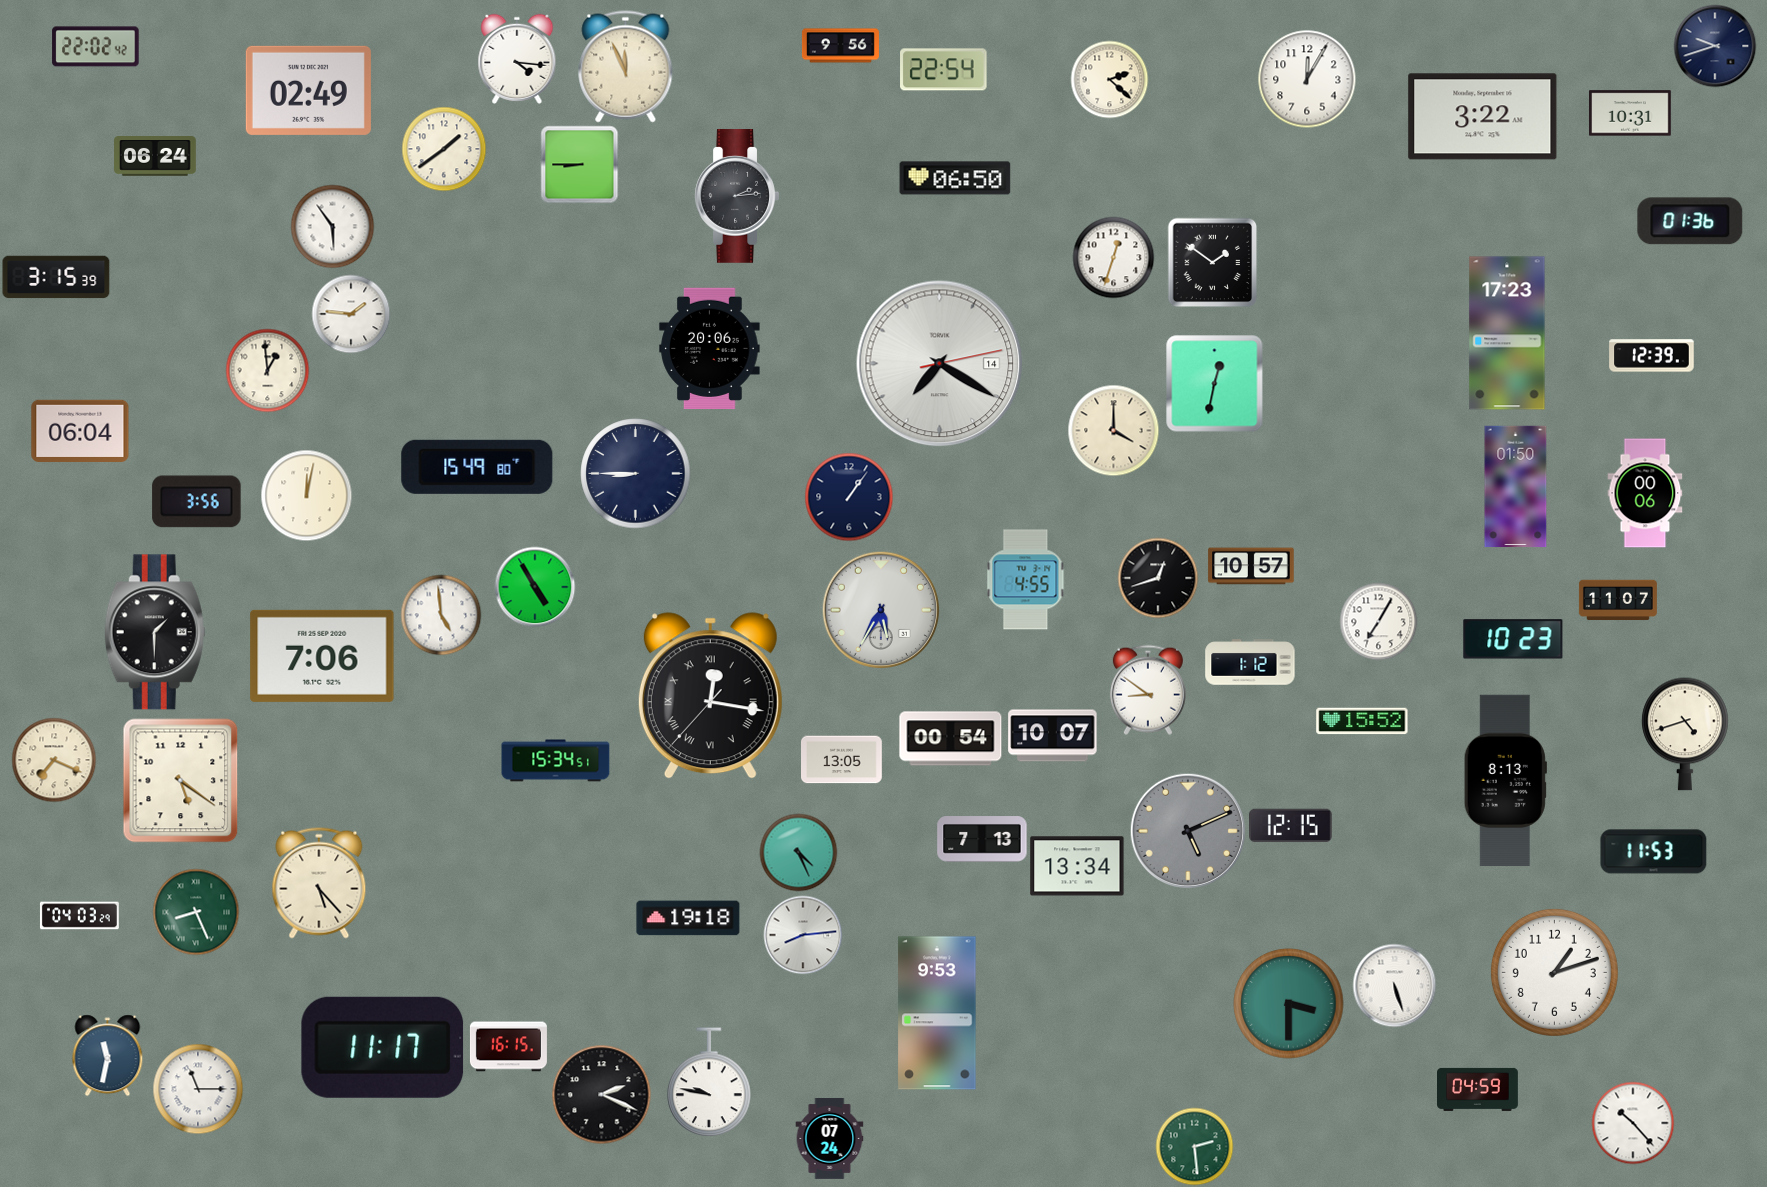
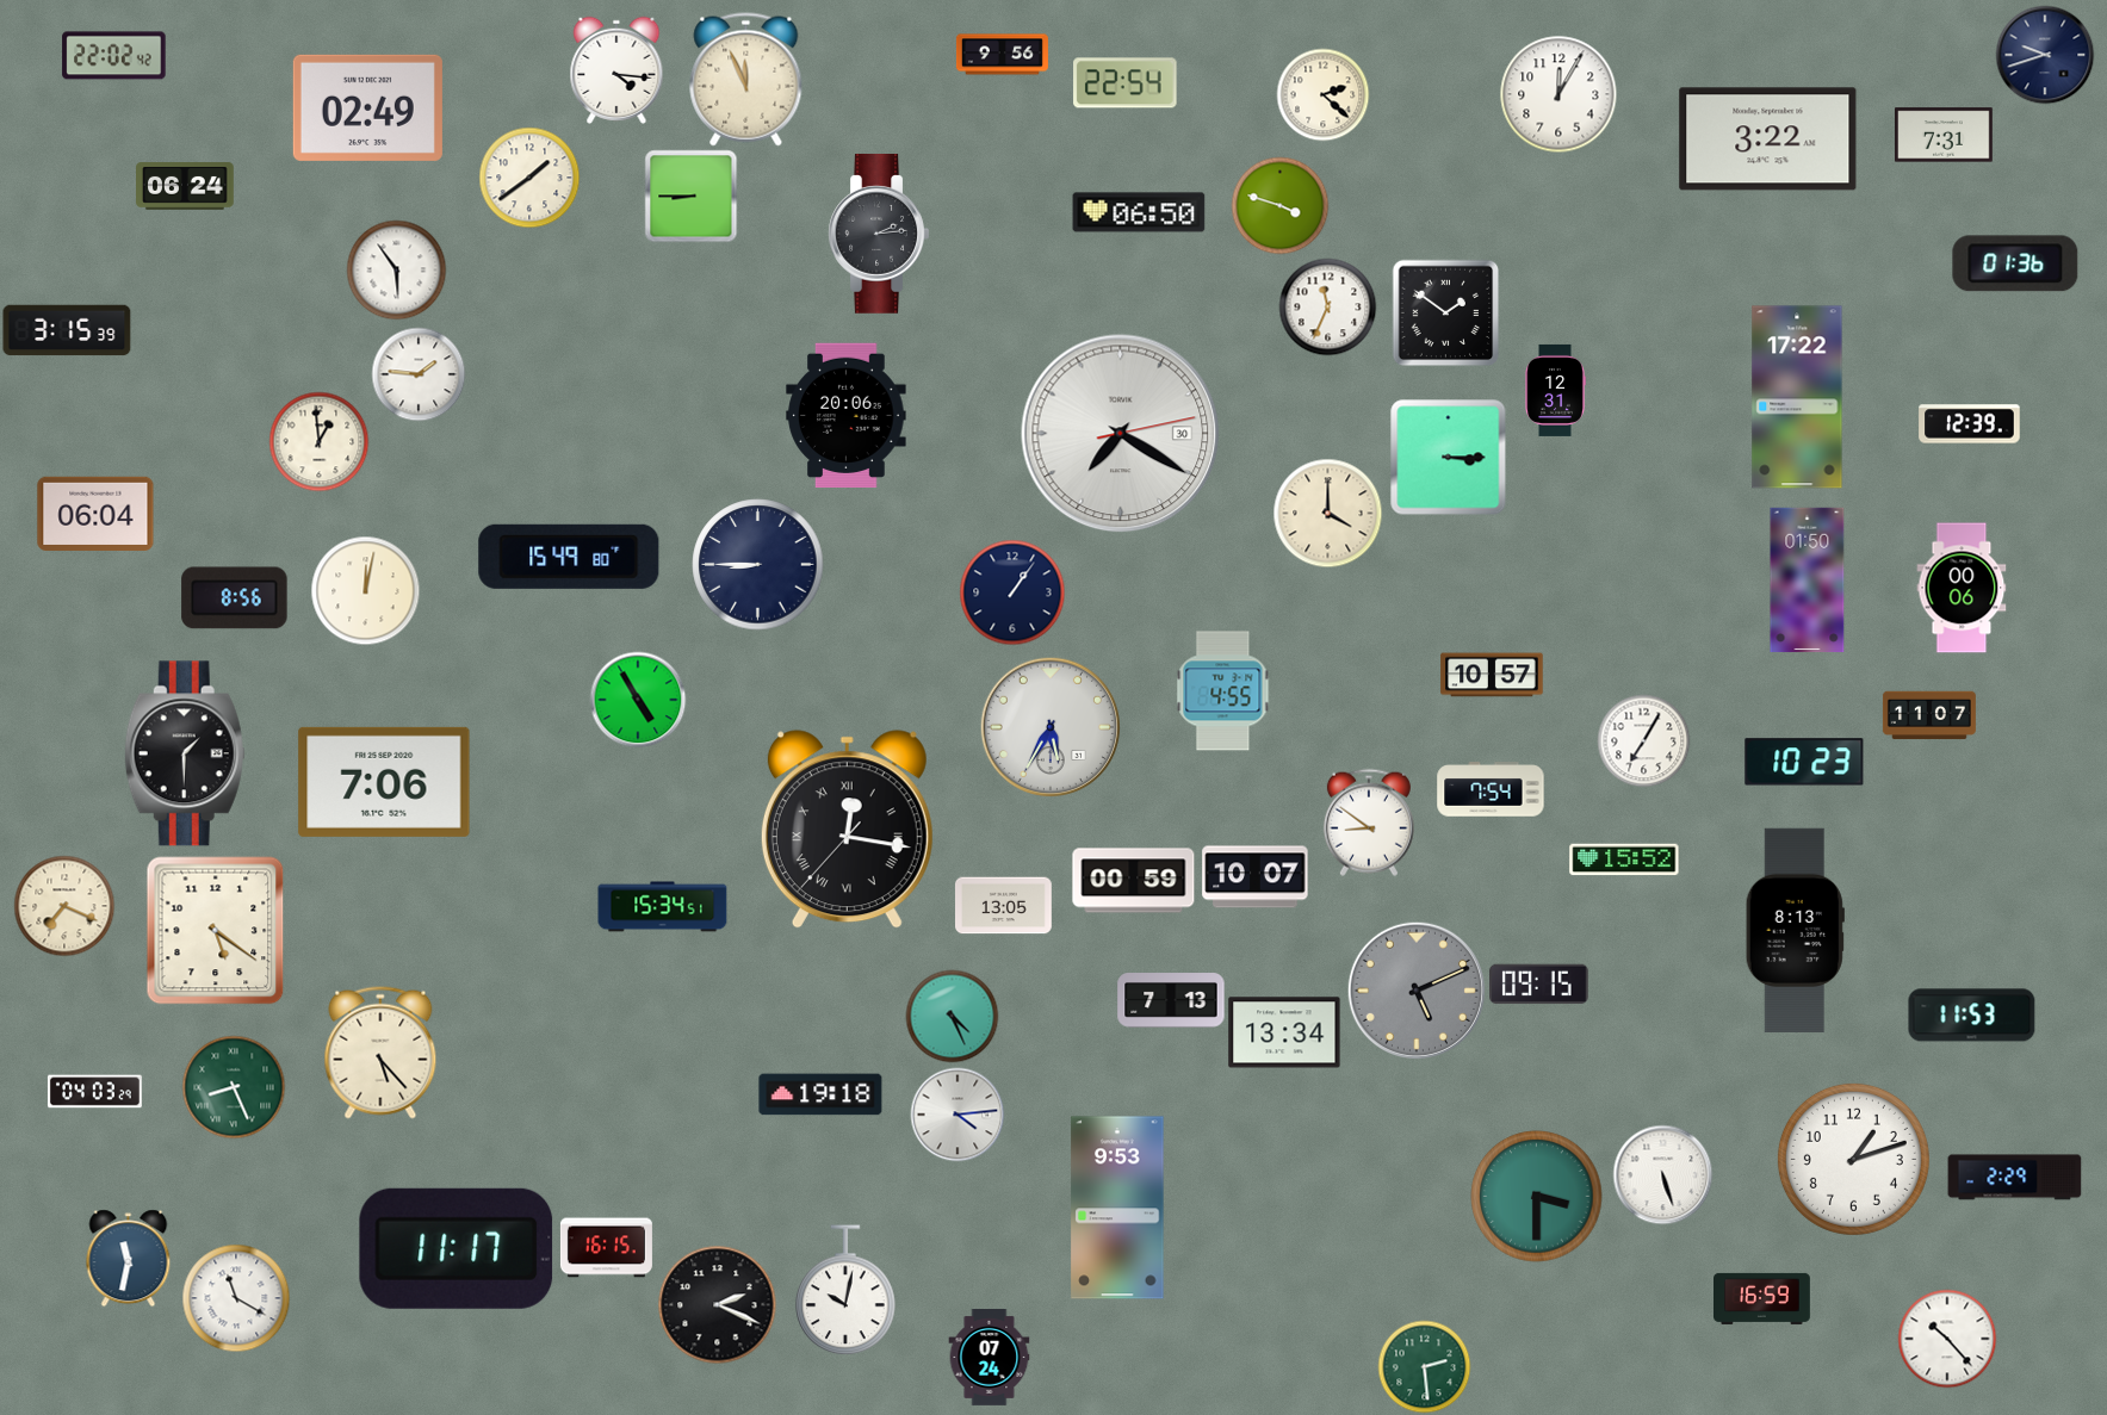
clock at (1631, 113): 10:31 -> 7:31
clock at (1279, 205): none -> 3:48
clock at (1113, 257): 12:33 -> 11:34
clock at (1555, 390): none -> 12:31
clock at (1507, 333): 17:23 -> 17:22
clock at (940, 364) date: 14 -> 30
clock at (1215, 384): 12:32 -> 3:15
clock at (197, 502): 3:56 -> 8:56
clock at (1158, 578): 12:42 -> none
clock at (441, 615): 4:59 -> none
clock at (1250, 662): 1:12 -> 7:54
clock at (1685, 734): 4:42 -> none
clock at (951, 739): 00:54 -> 00:59
clock at (1291, 826): 12:15 -> 09:15
clock at (803, 935): 8:14 -> 4:14
clock at (2015, 1178): none -> 2:29
clock at (709, 1082): 9:47 -> 10:02
clock at (198, 1089): 11:15 -> 11:20
clock at (1478, 1089): 04:59 -> 16:59
